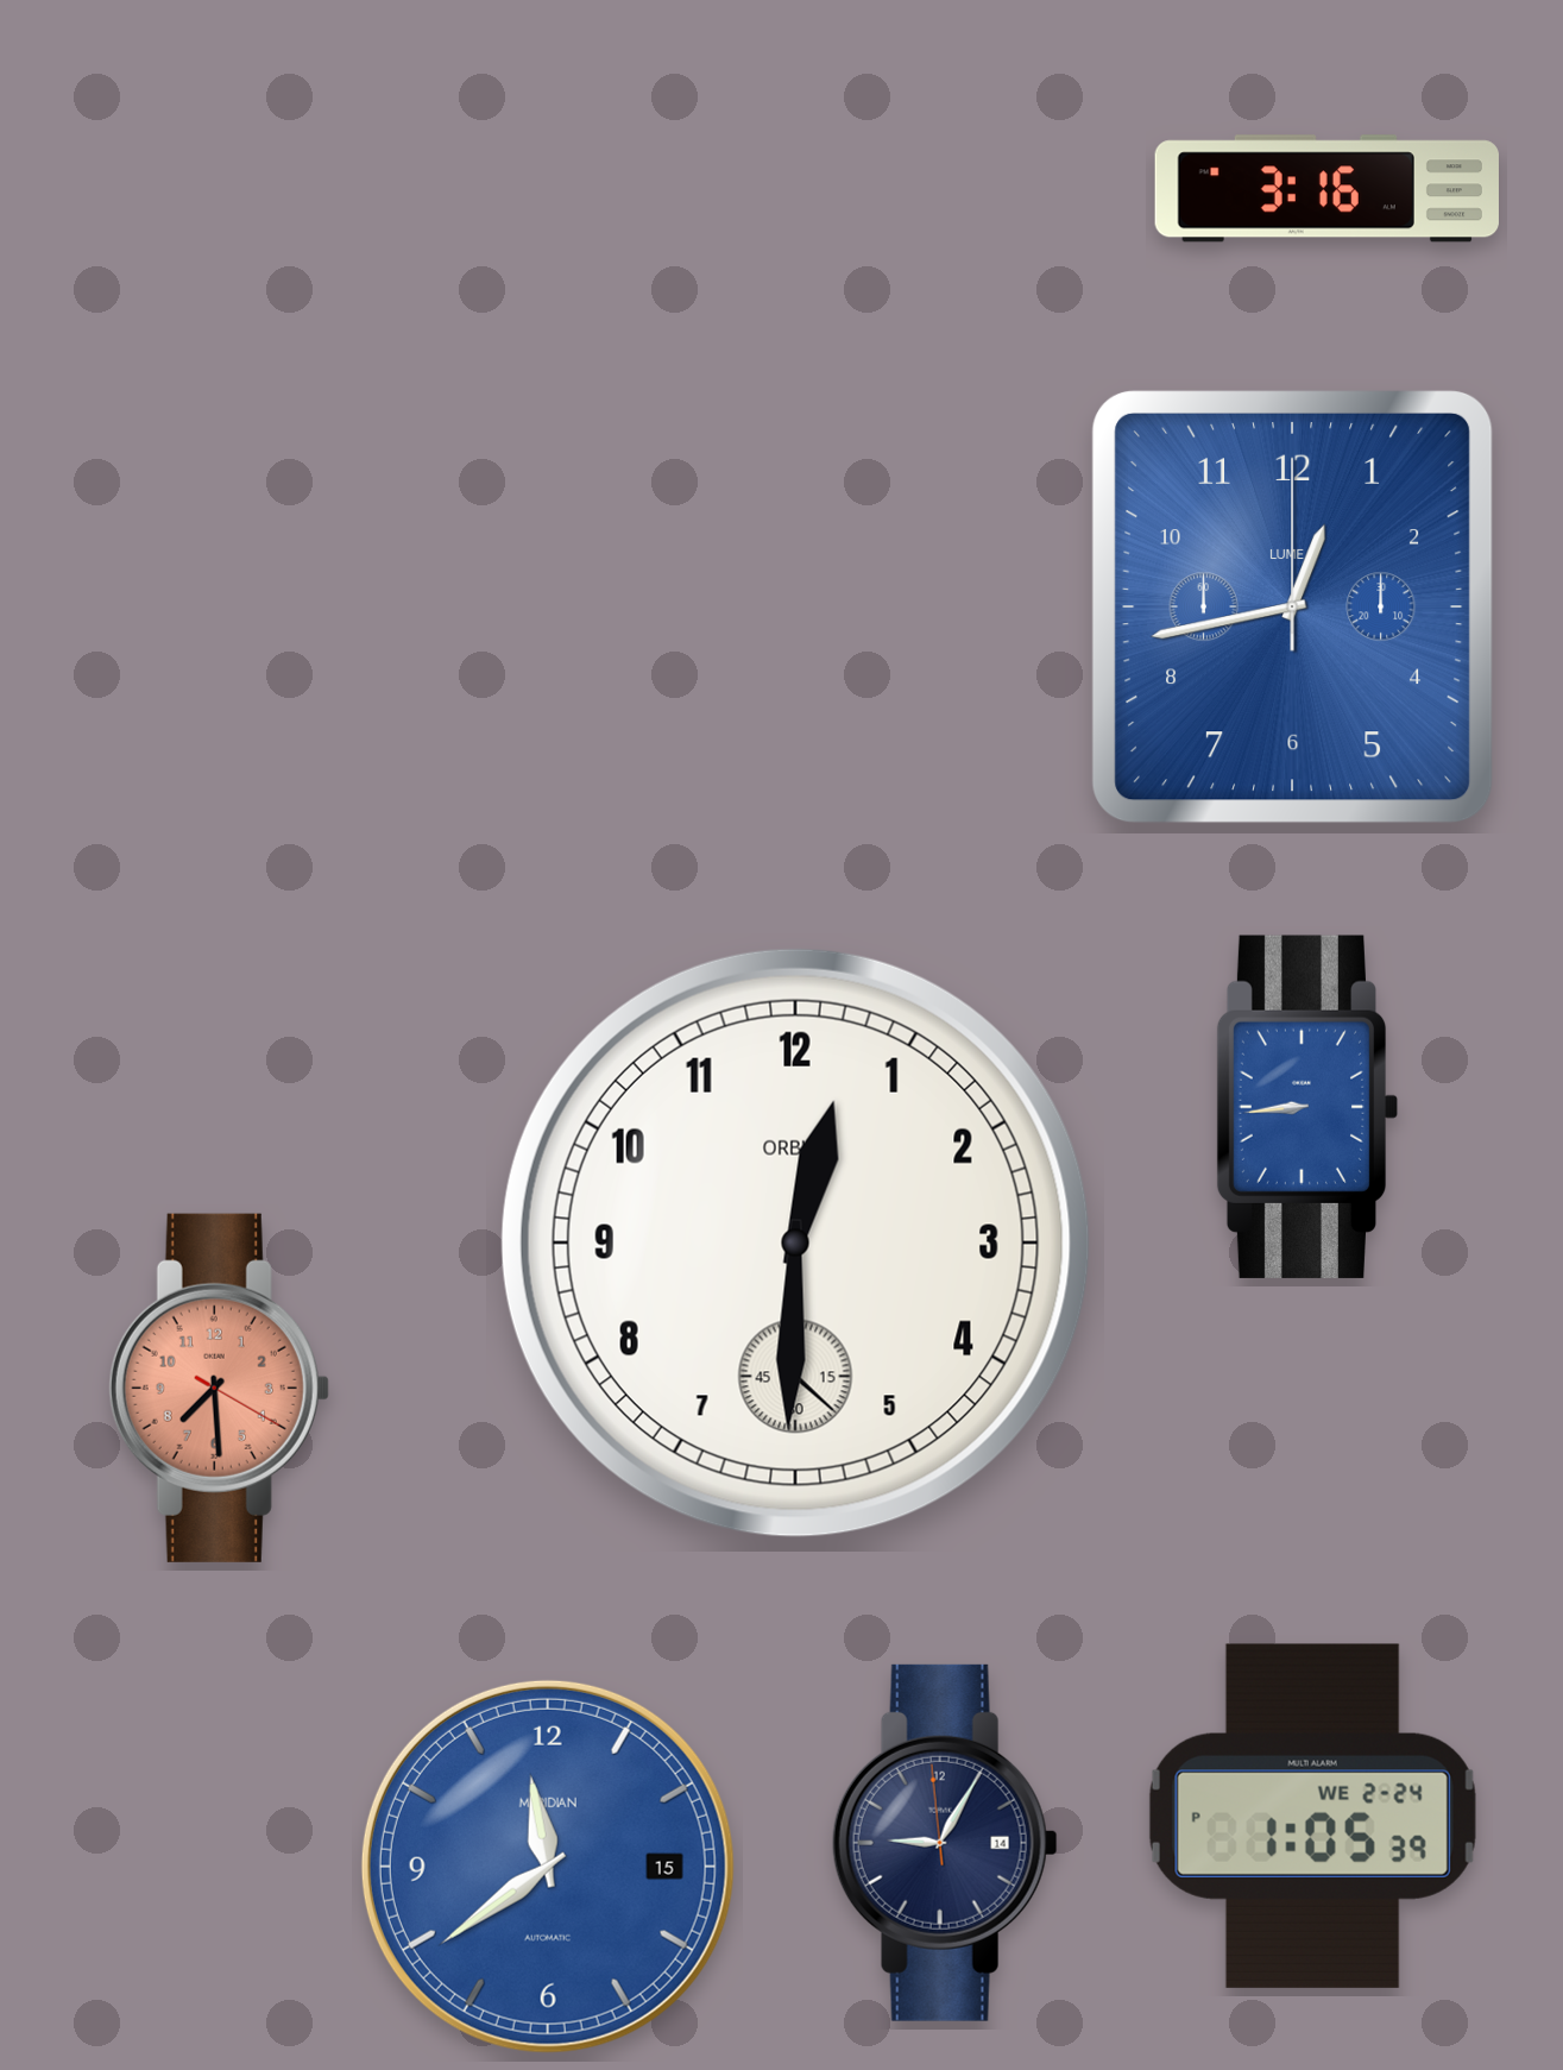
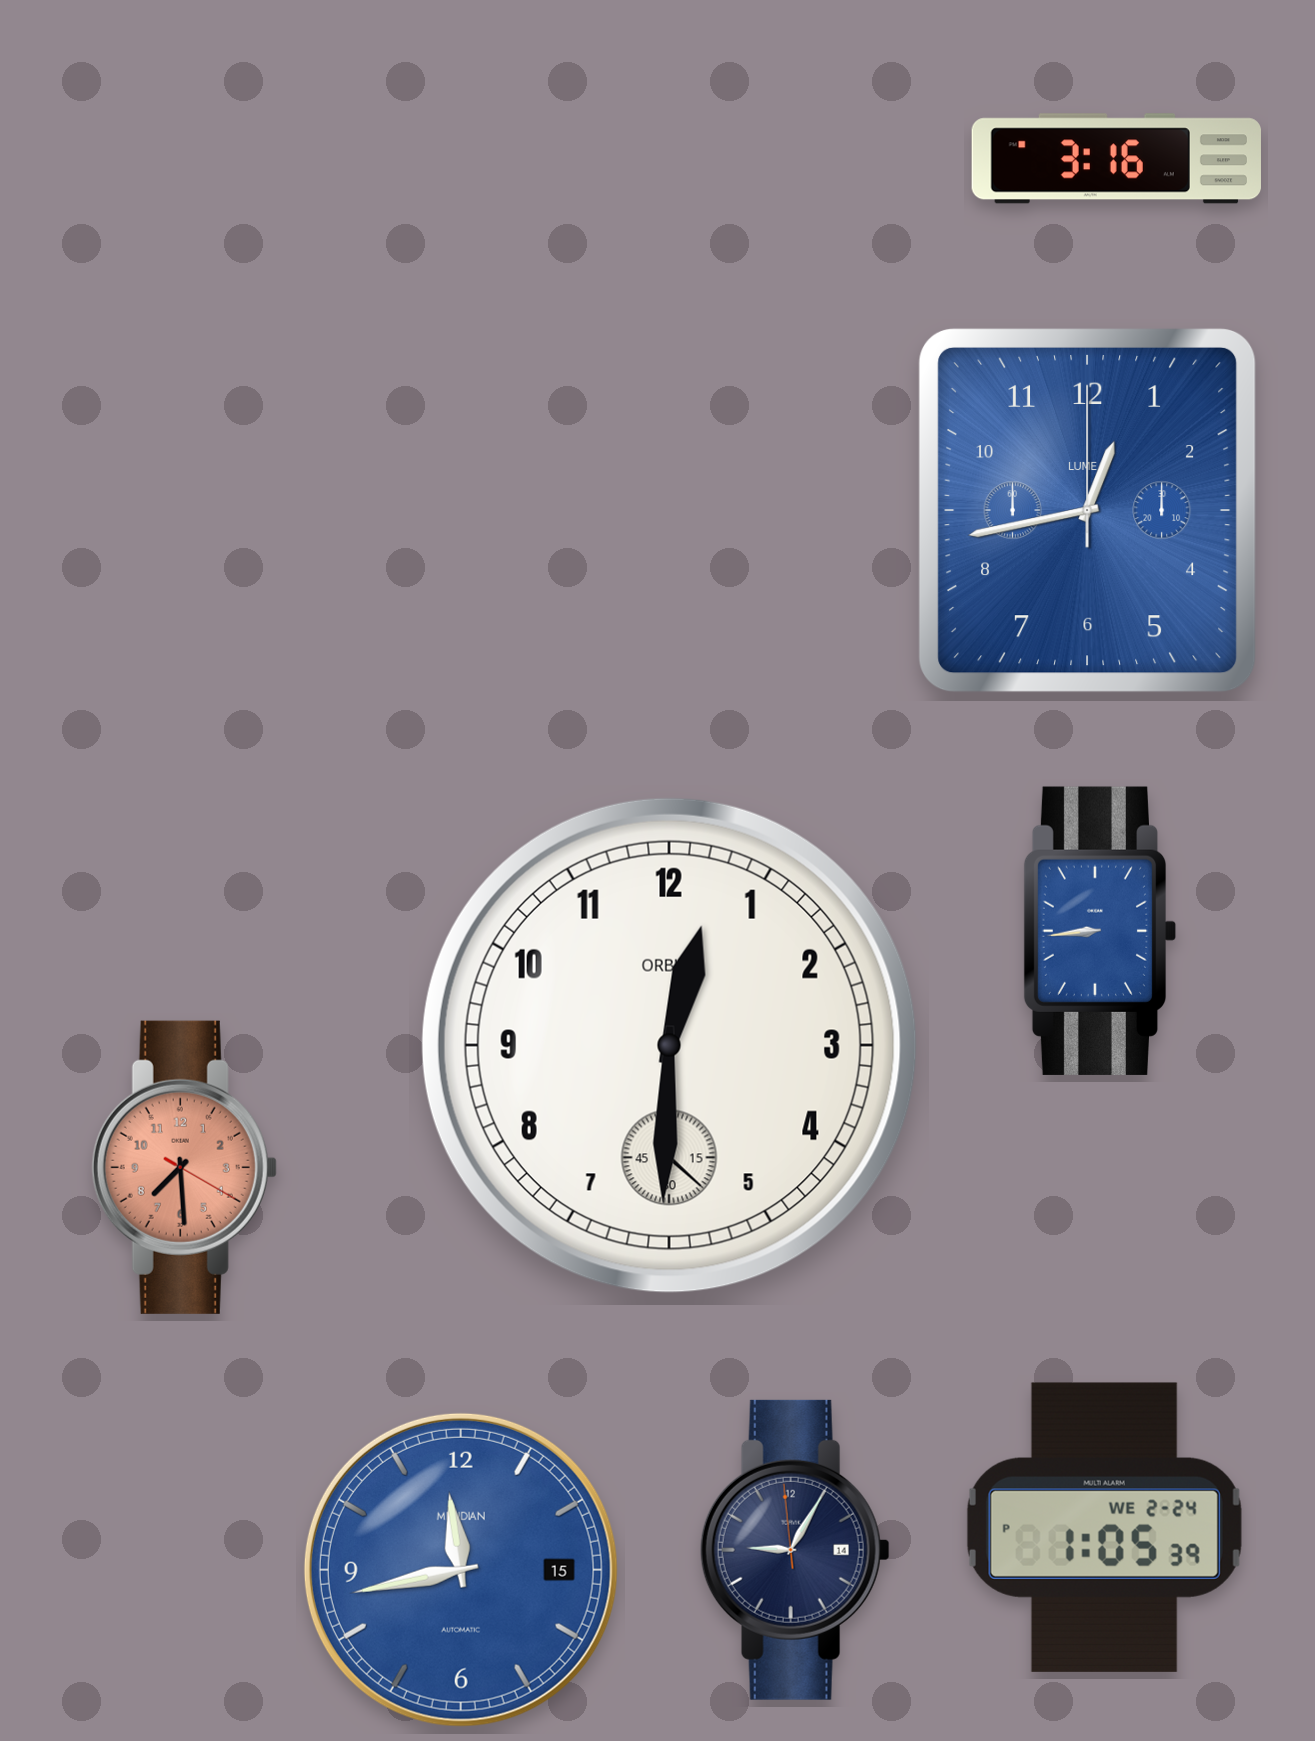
clock at (548, 1867): 11:39 -> 11:43
